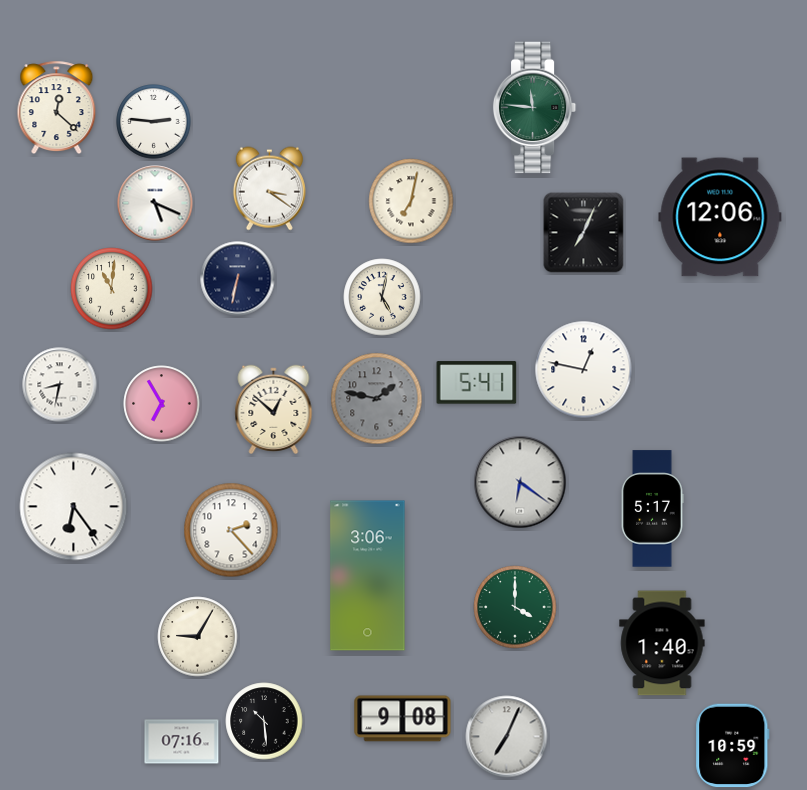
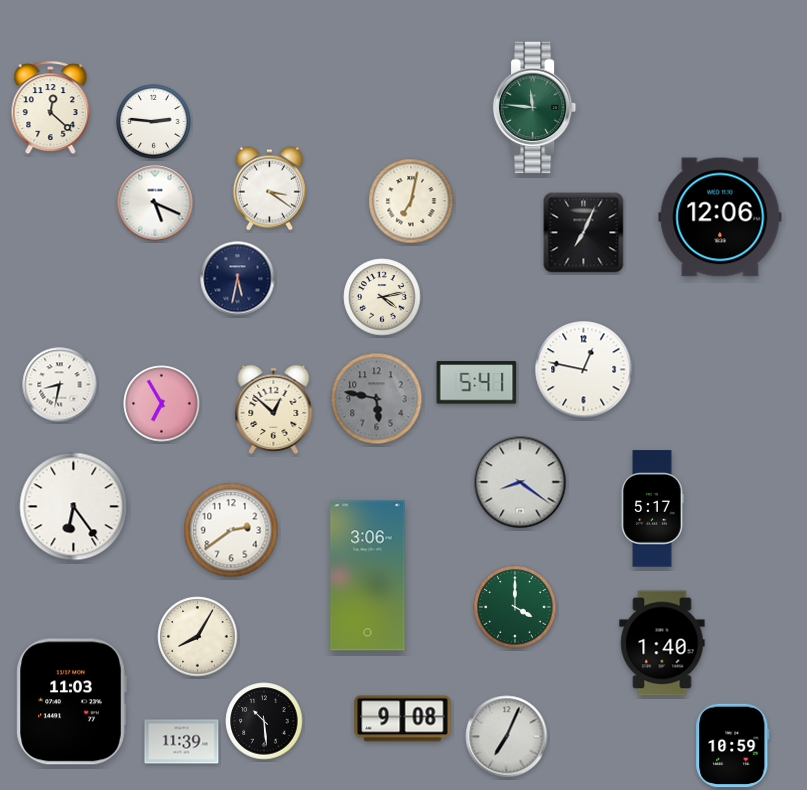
clock at (57, 108) position: (57, 108) -> (51, 108)
clock at (238, 279): 6:32 -> 5:32
clock at (112, 289): 11:01 -> none
clock at (382, 297): 5:02 -> 4:13
clock at (377, 399): 1:47 -> 5:47
clock at (520, 482): 6:21 -> 8:21
clock at (231, 530): 2:23 -> 2:39
clock at (198, 637): 9:05 -> 8:05
clock at (71, 702): none -> 11:03
clock at (182, 742): 07:16 -> 11:39
